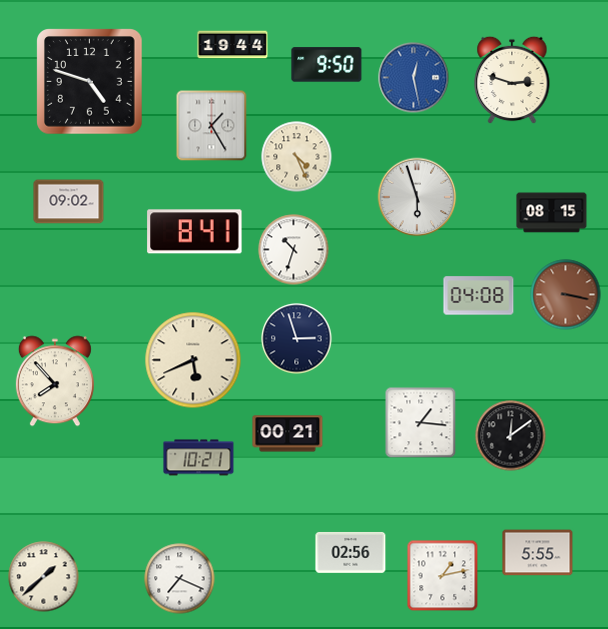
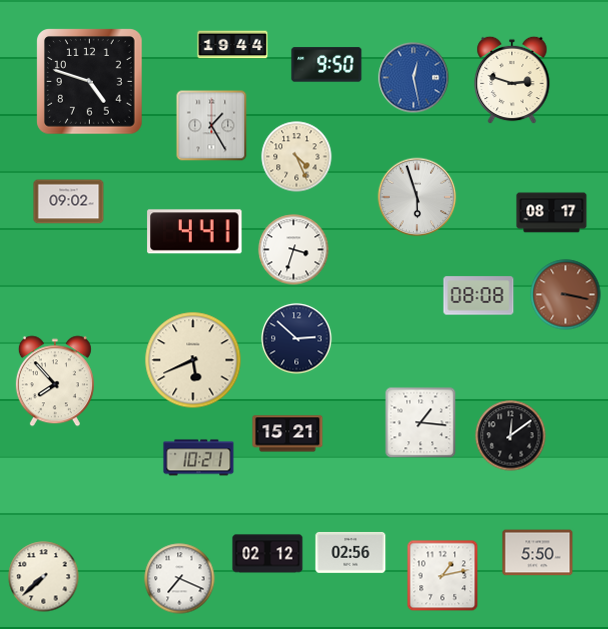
clock at (552, 213): 08:15 -> 08:17
clock at (195, 232): 8:41 -> 4:41
clock at (294, 250): 10:33 -> 3:33
clock at (479, 296): 04:08 -> 08:08
clock at (297, 339): 2:57 -> 2:52
clock at (288, 434): 00:21 -> 15:21
clock at (538, 553): 5:55 -> 5:50
clock at (268, 554): none -> 02:12
clock at (44, 577): 1:38 -> 7:38
